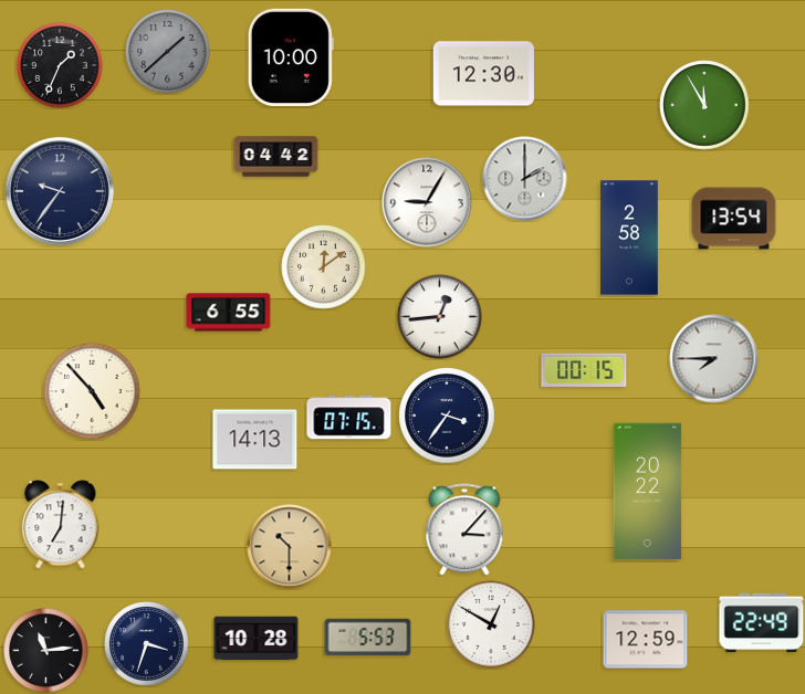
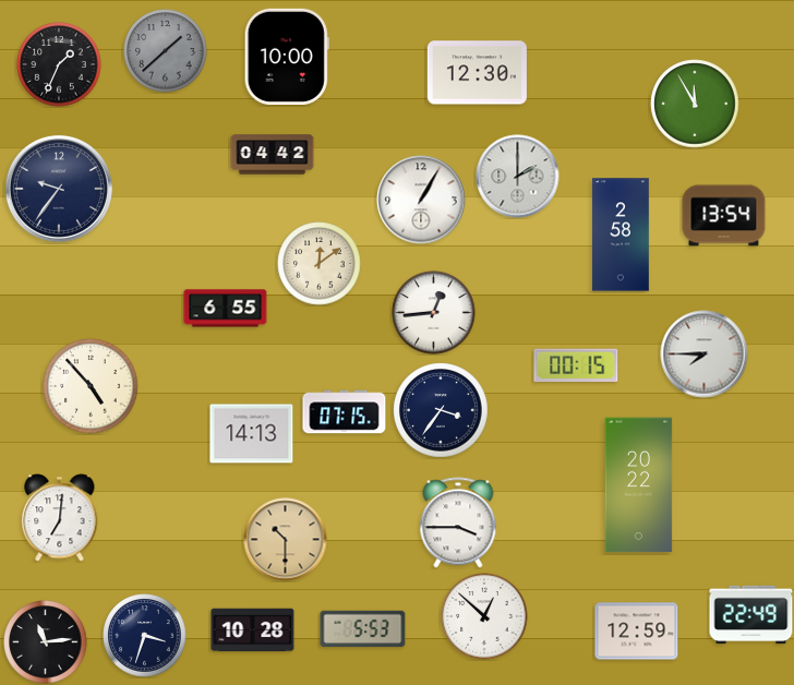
clock at (427, 202): 9:05 -> 1:05
clock at (464, 529): 3:07 -> 3:45
clock at (491, 624): 12:50 -> 12:52
